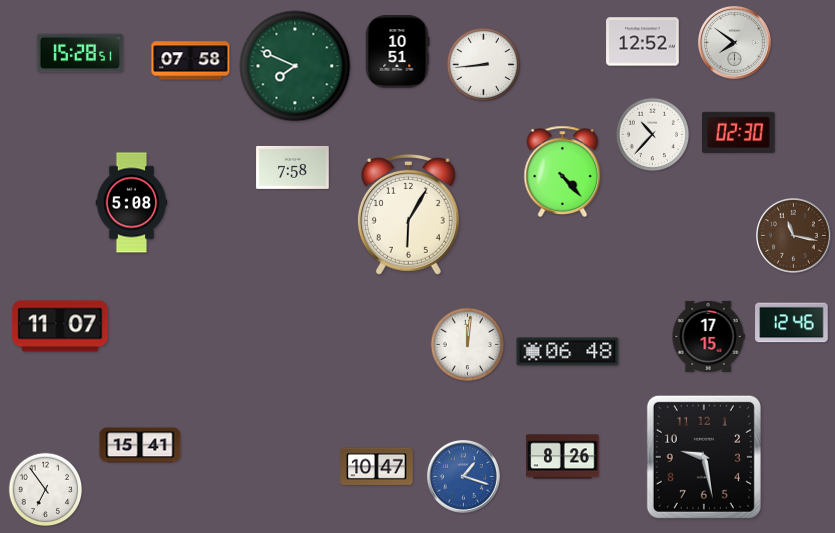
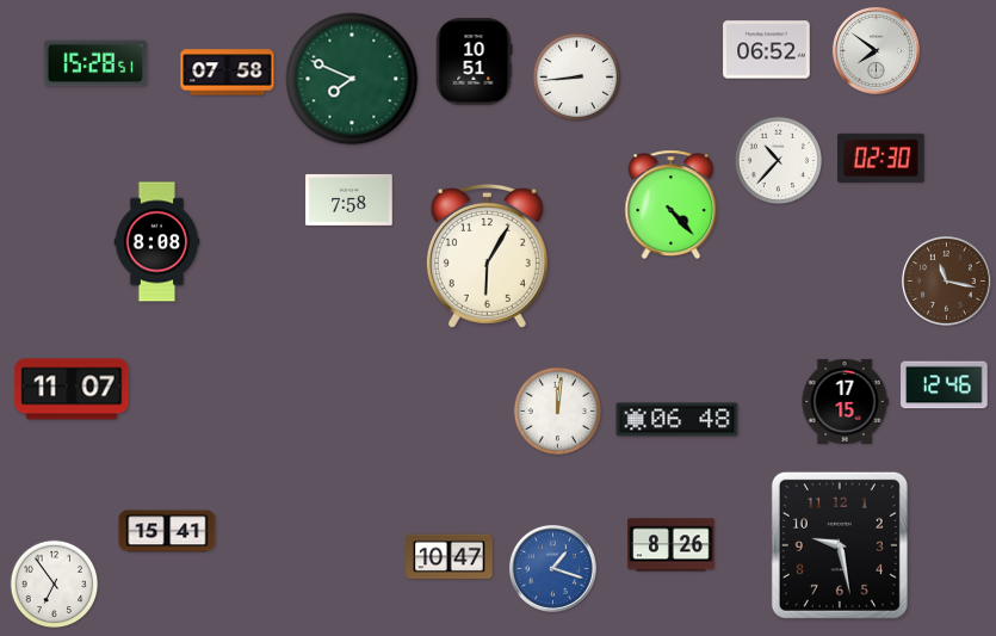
clock at (643, 42): 12:52 -> 06:52
clock at (132, 203): 5:08 -> 8:08
